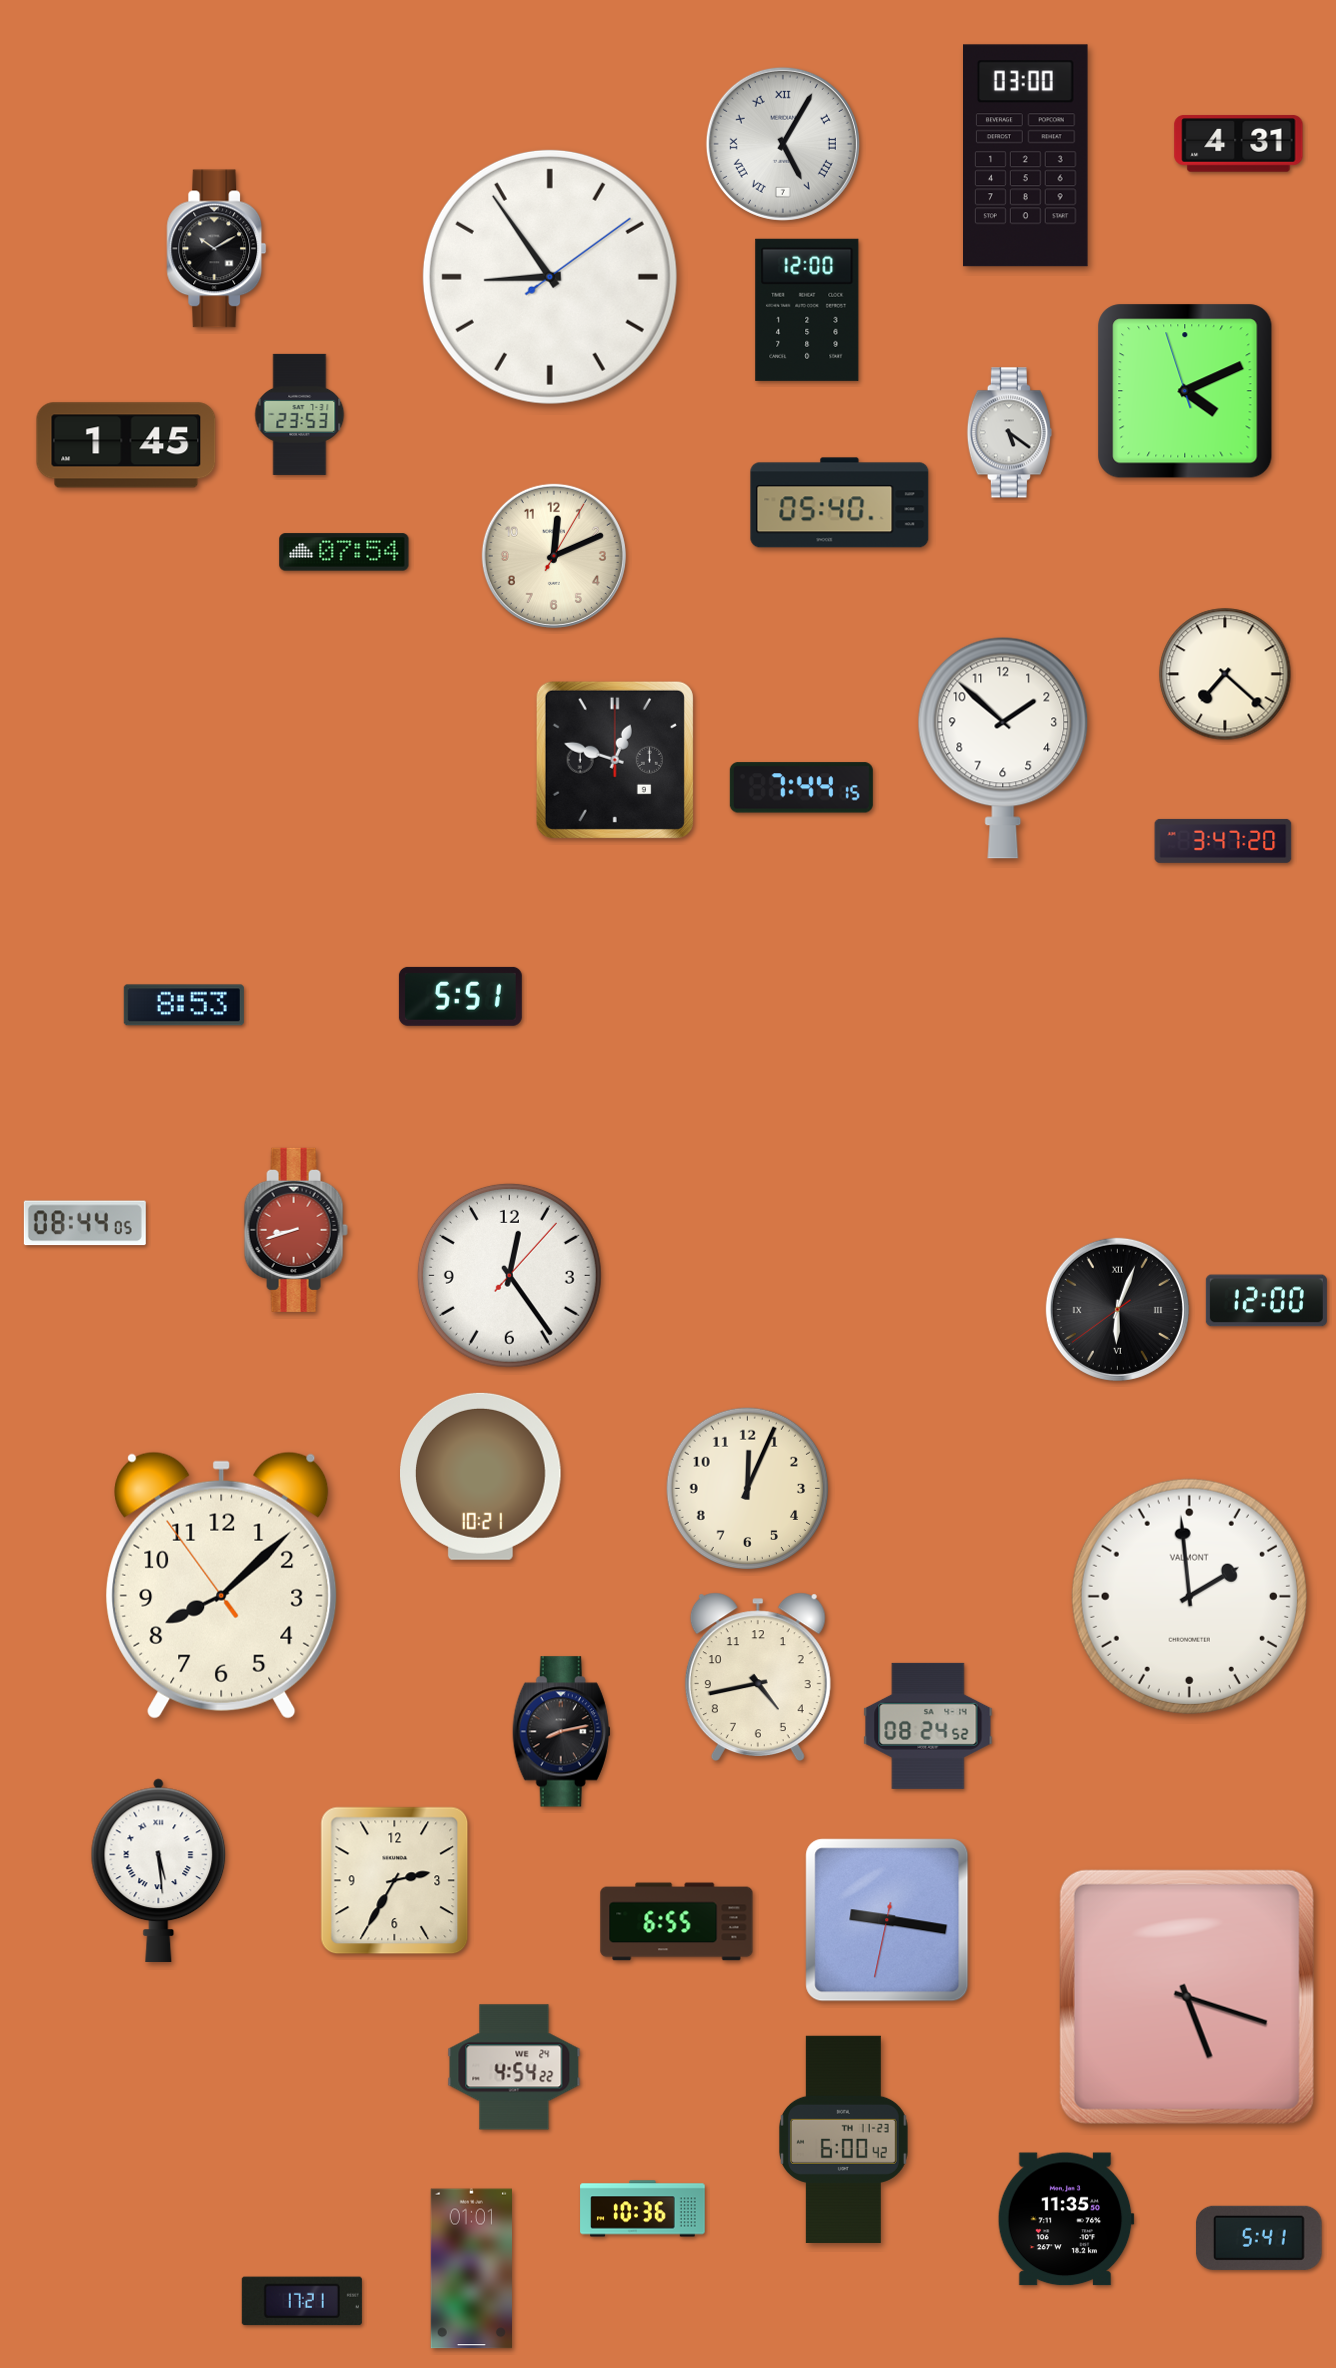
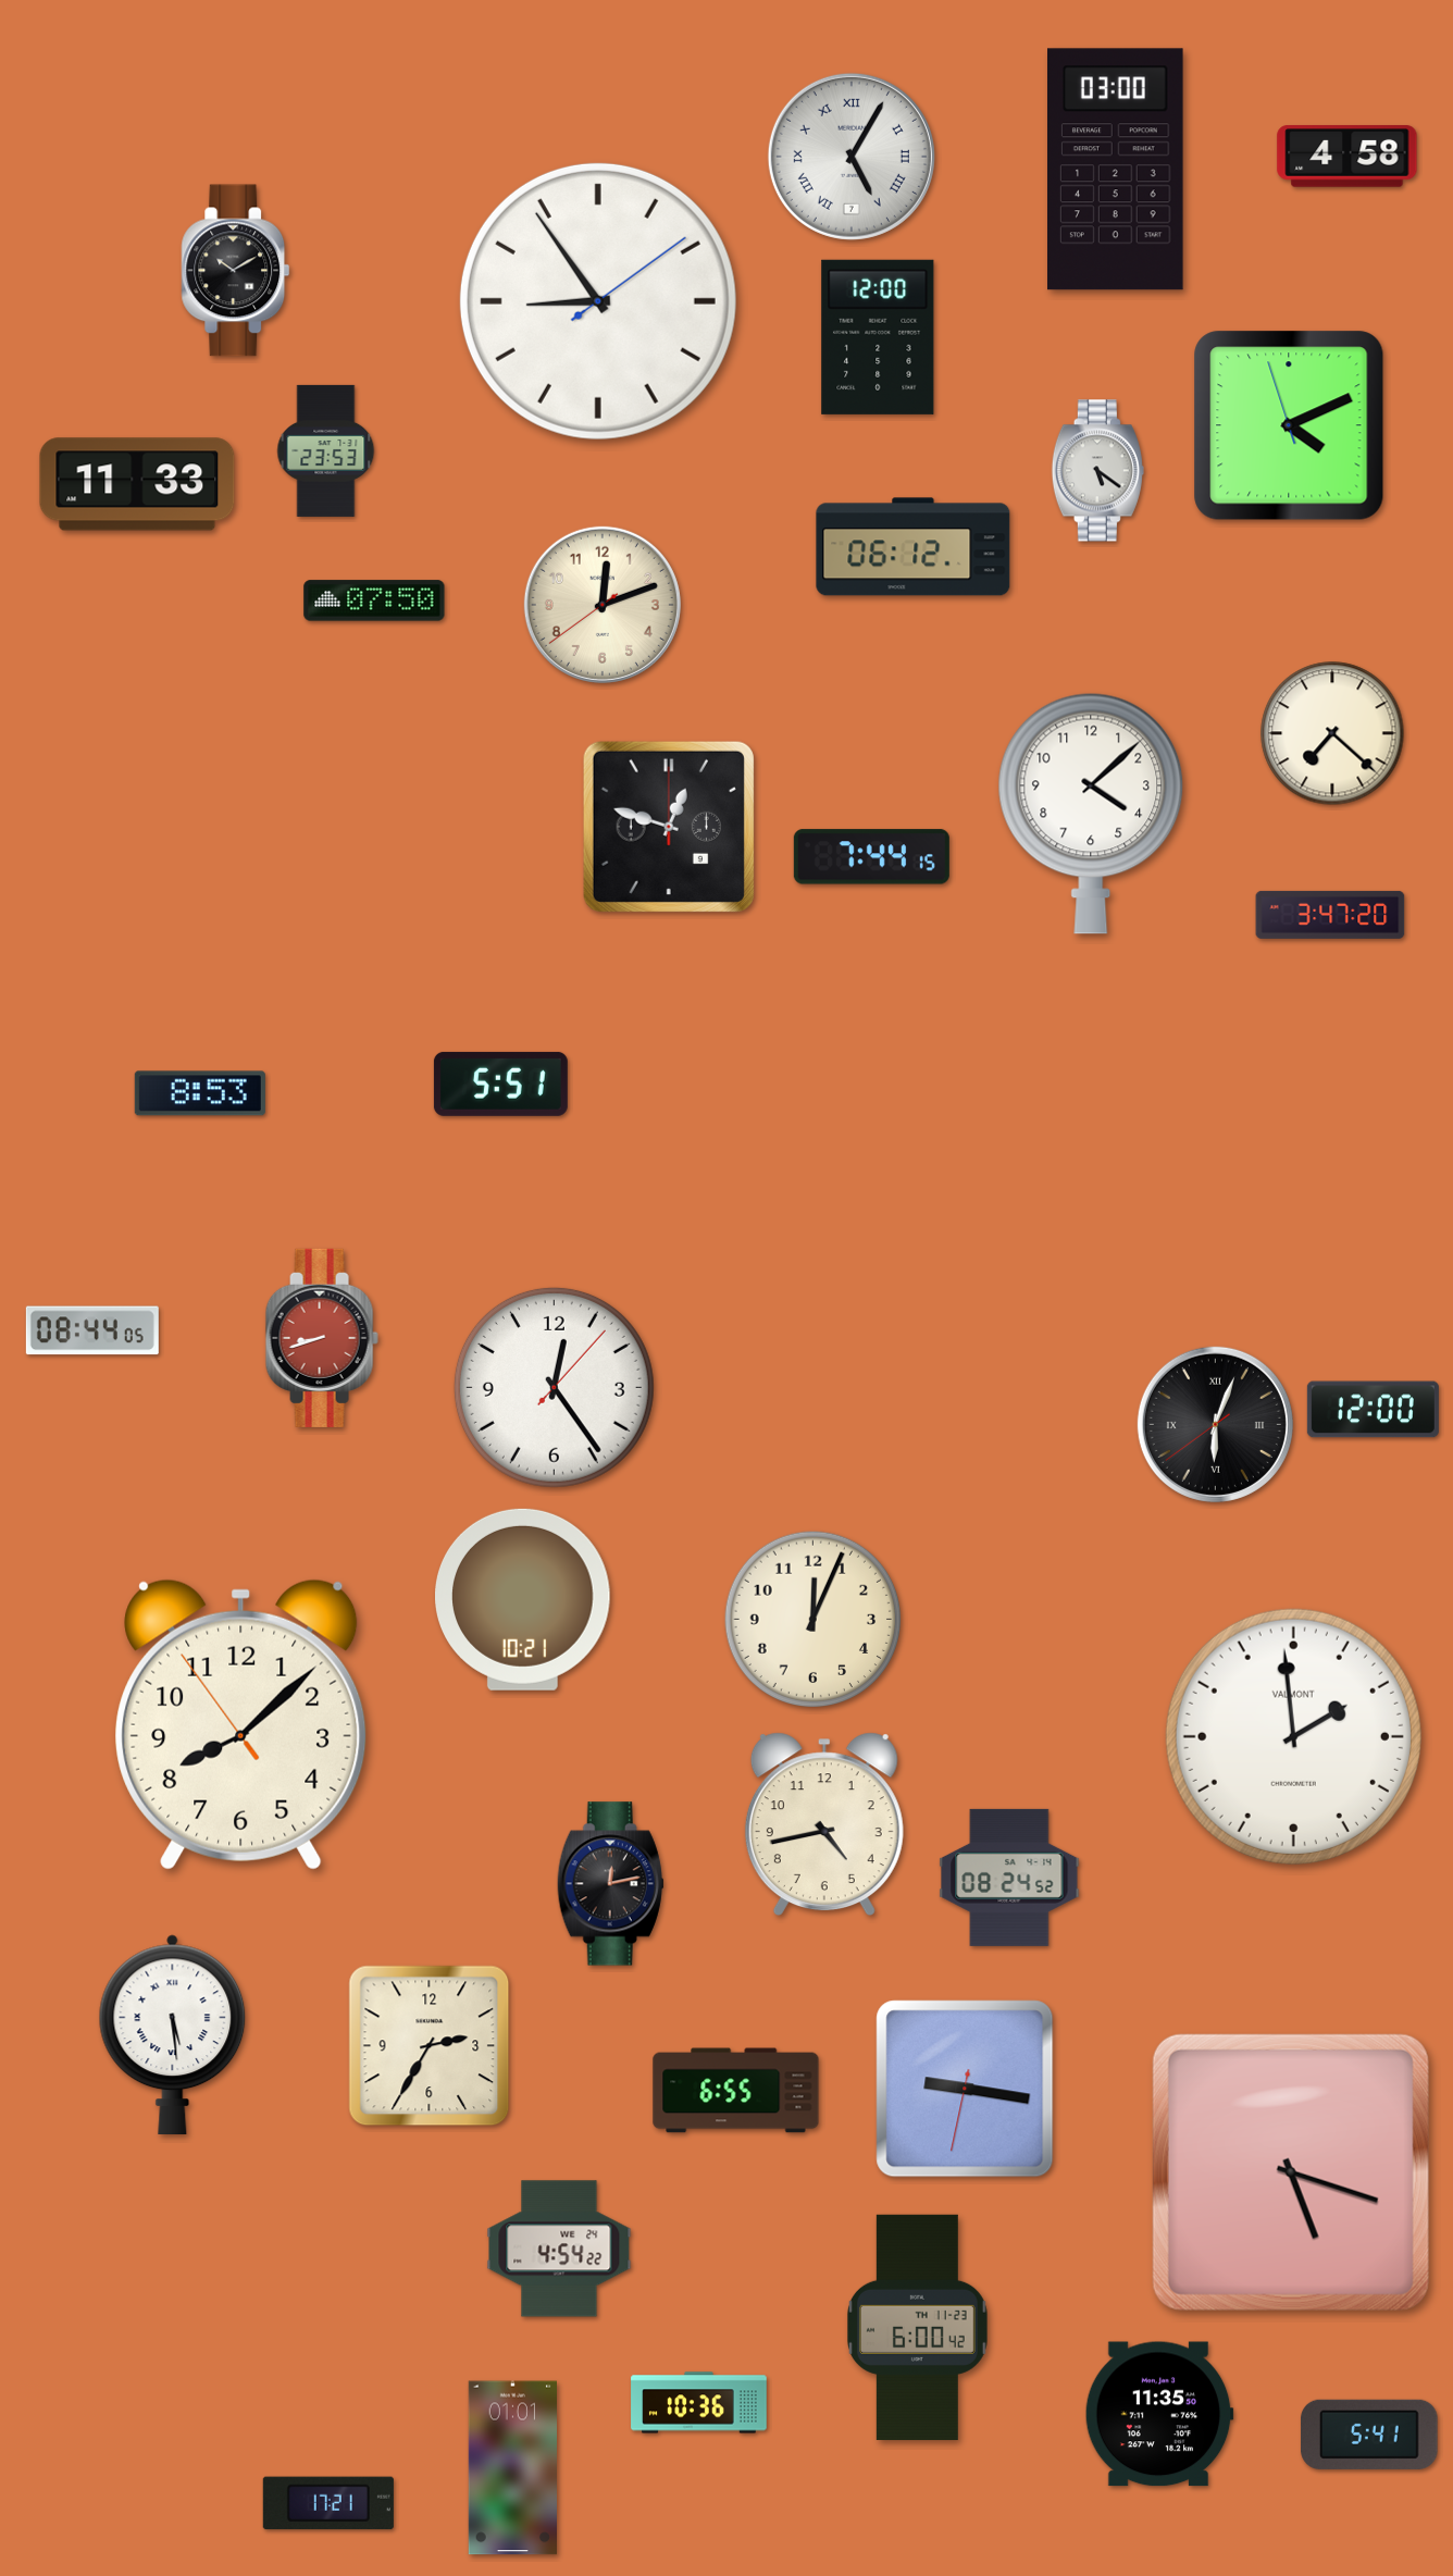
clock at (1239, 144): 4:31 -> 4:58
clock at (126, 445): 1:45 -> 11:33
clock at (840, 503): 05:40 -> 06:12
clock at (344, 552): 07:54 -> 07:50
clock at (554, 556): 12:11:05 -> 12:11:39
clock at (1003, 748): 1:52 -> 4:08
clock at (1266, 1301) position: (1266, 1301) -> (1373, 1410)
clock at (481, 1476) position: (481, 1476) -> (523, 1599)
clock at (561, 1732): 8:13 -> 12:13
